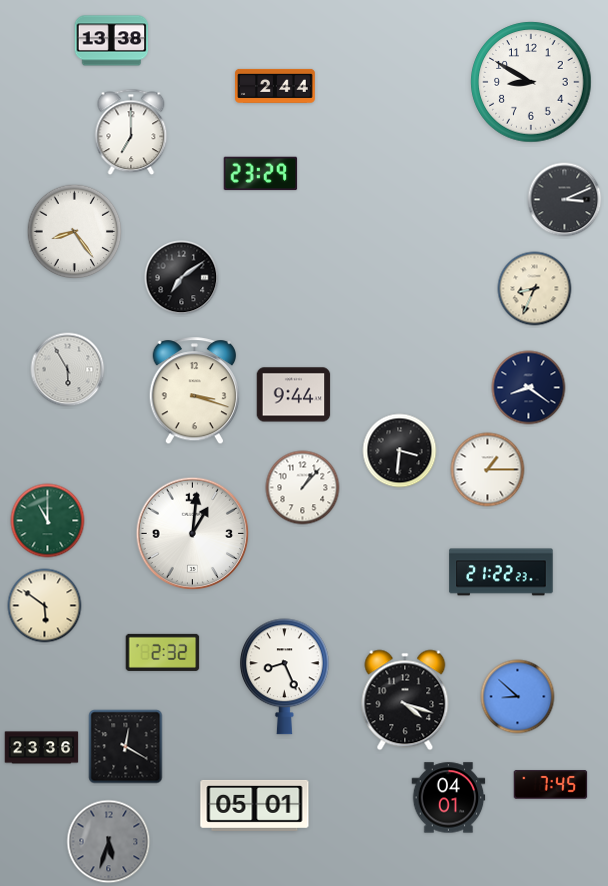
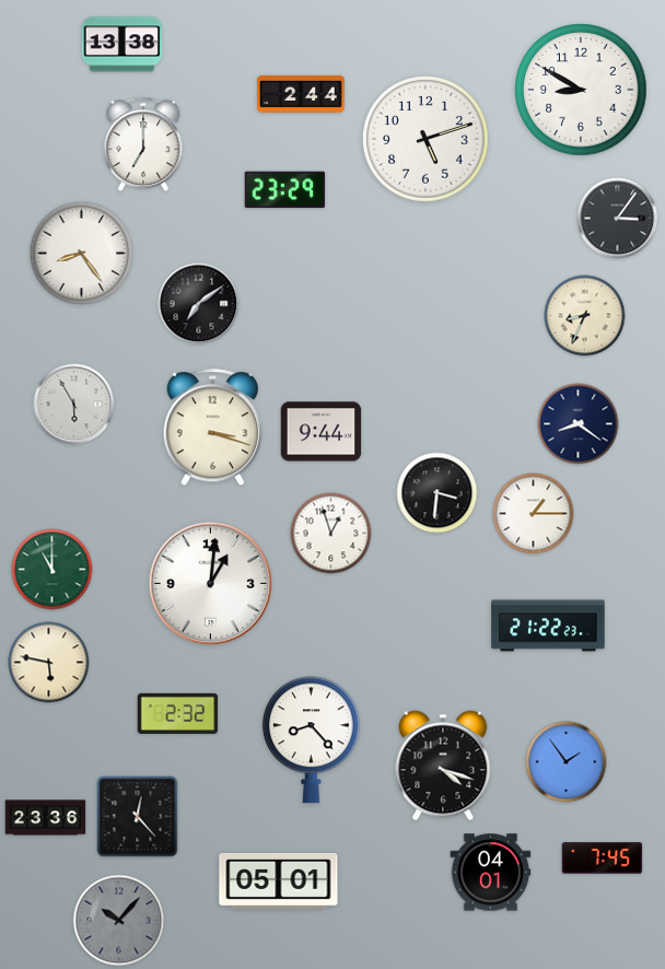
clock at (427, 140): none -> 5:12
clock at (565, 200): 3:11 -> 3:06
clock at (303, 488): 1:07 -> 12:57
clock at (45, 606): 5:51 -> 5:47
clock at (284, 677): 8:26 -> 8:23
clock at (518, 697): 8:52 -> 1:54
clock at (126, 747): 12:20 -> 12:23
clock at (109, 842): 5:33 -> 10:07
